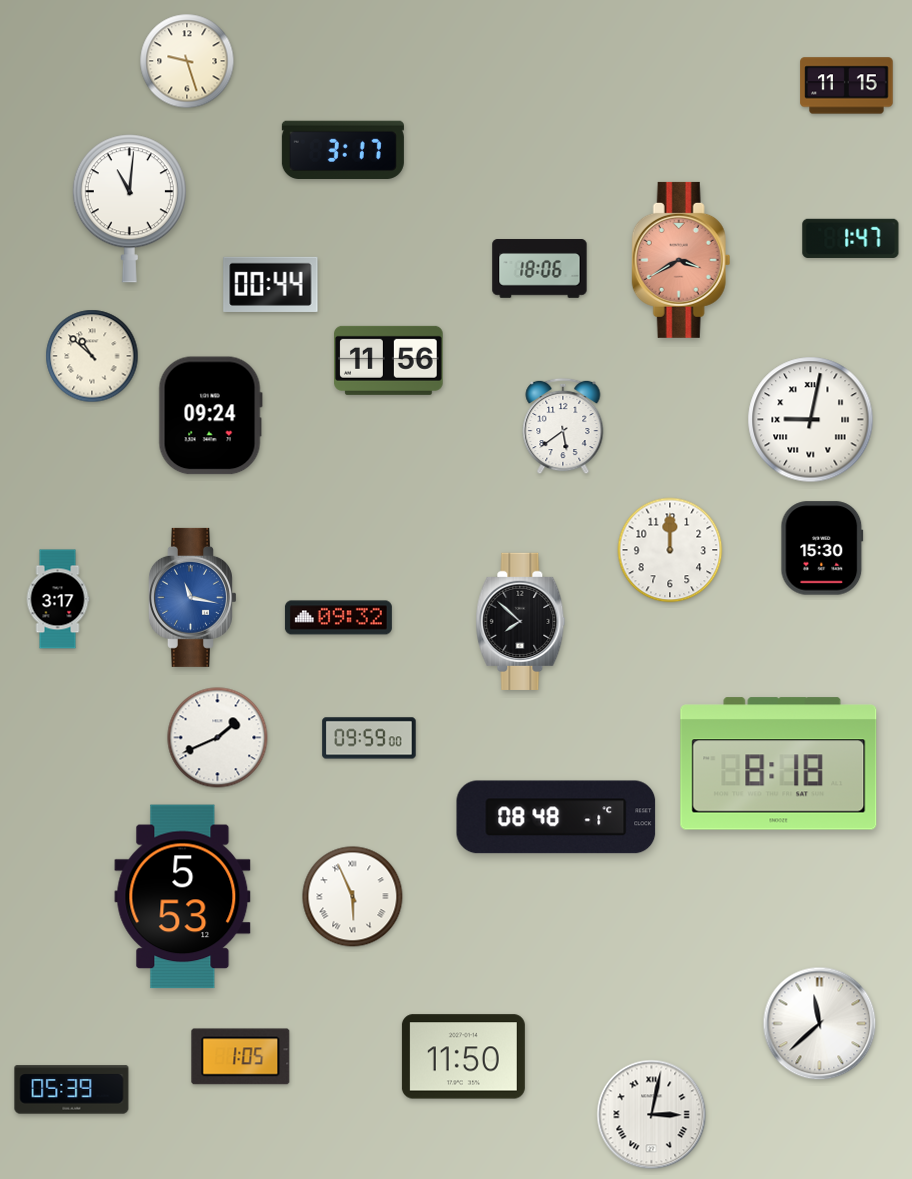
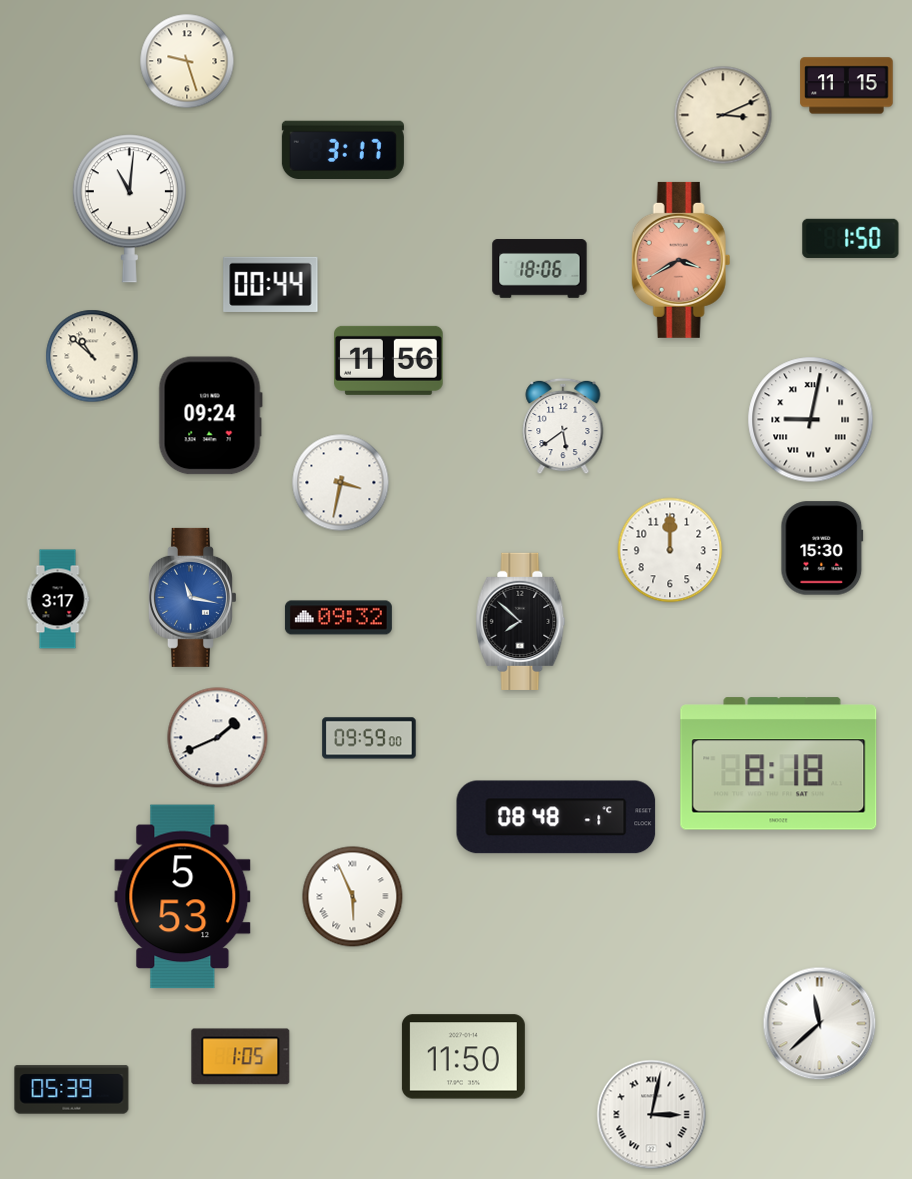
clock at (723, 115): none -> 3:11
clock at (851, 238): 1:47 -> 1:50
clock at (341, 483): none -> 3:32
